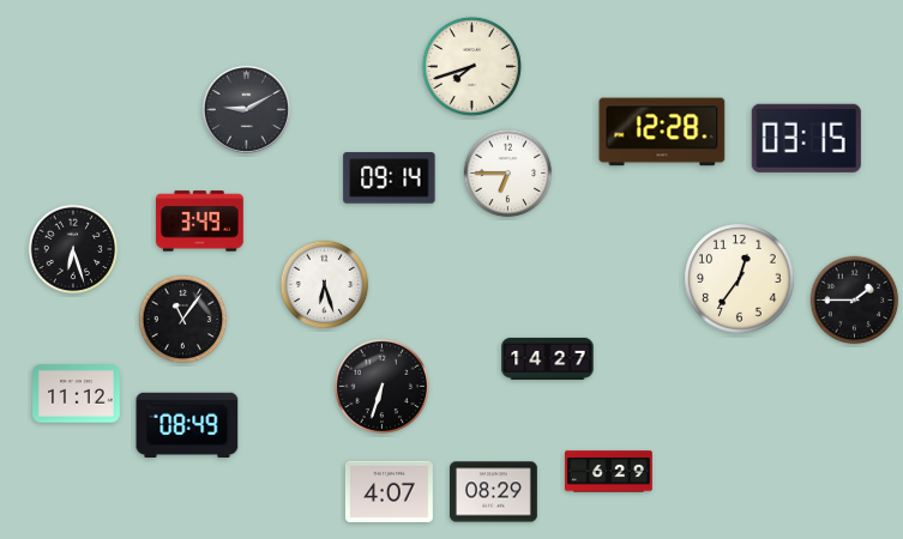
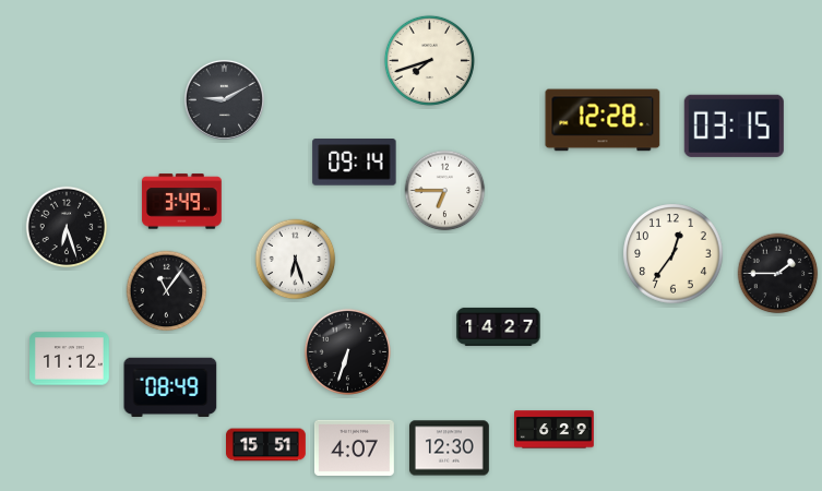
clock at (508, 174) position: (508, 174) -> (445, 191)
clock at (266, 445): none -> 15:51
clock at (494, 492): 08:29 -> 12:30
